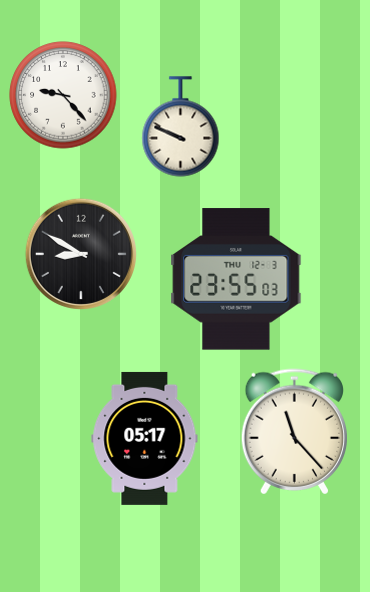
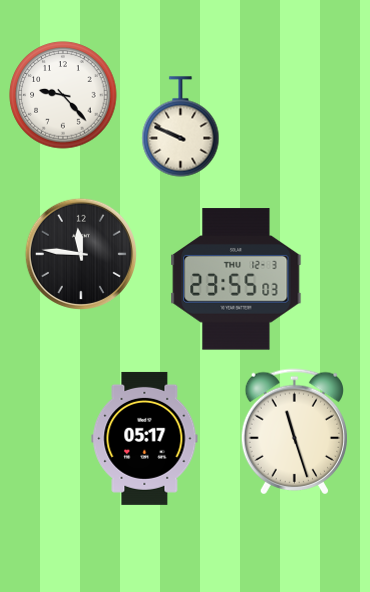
clock at (81, 254): 8:50 -> 11:46
clock at (294, 432): 11:23 -> 11:27
